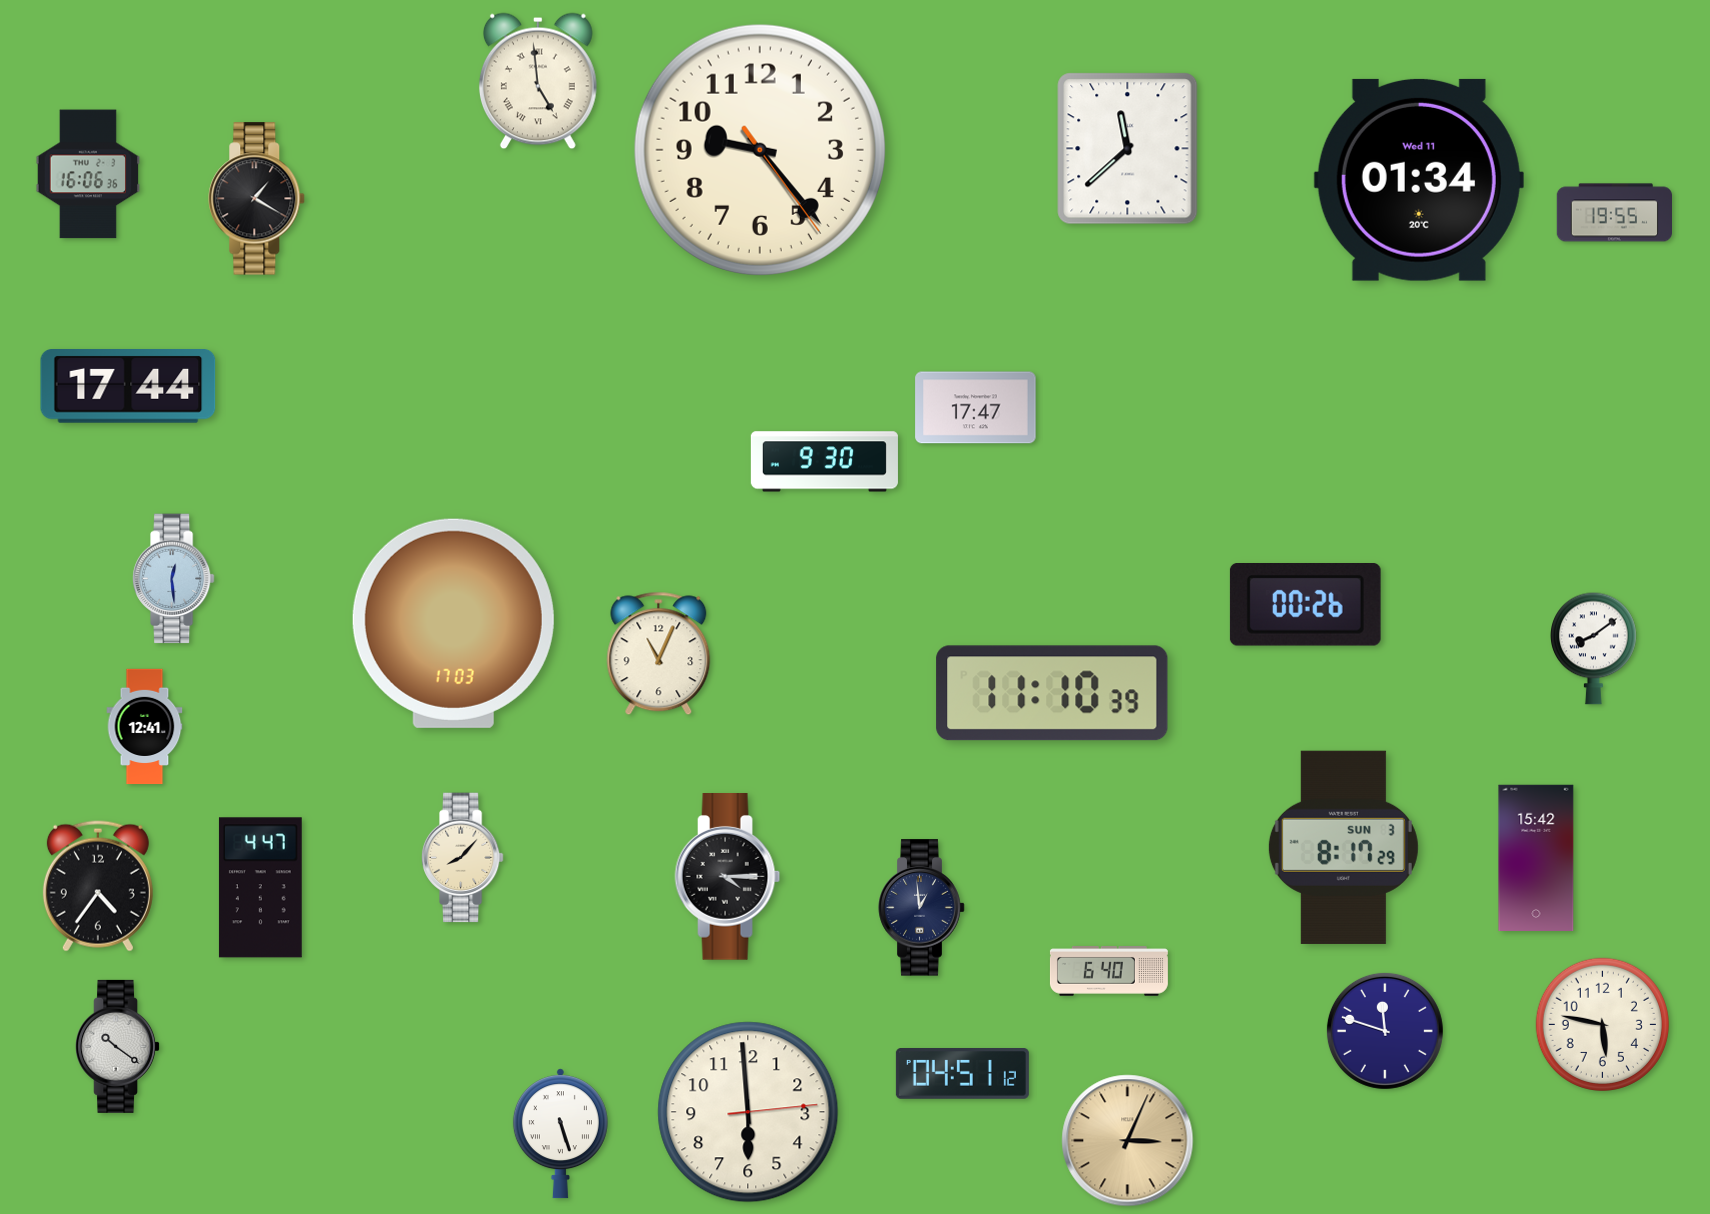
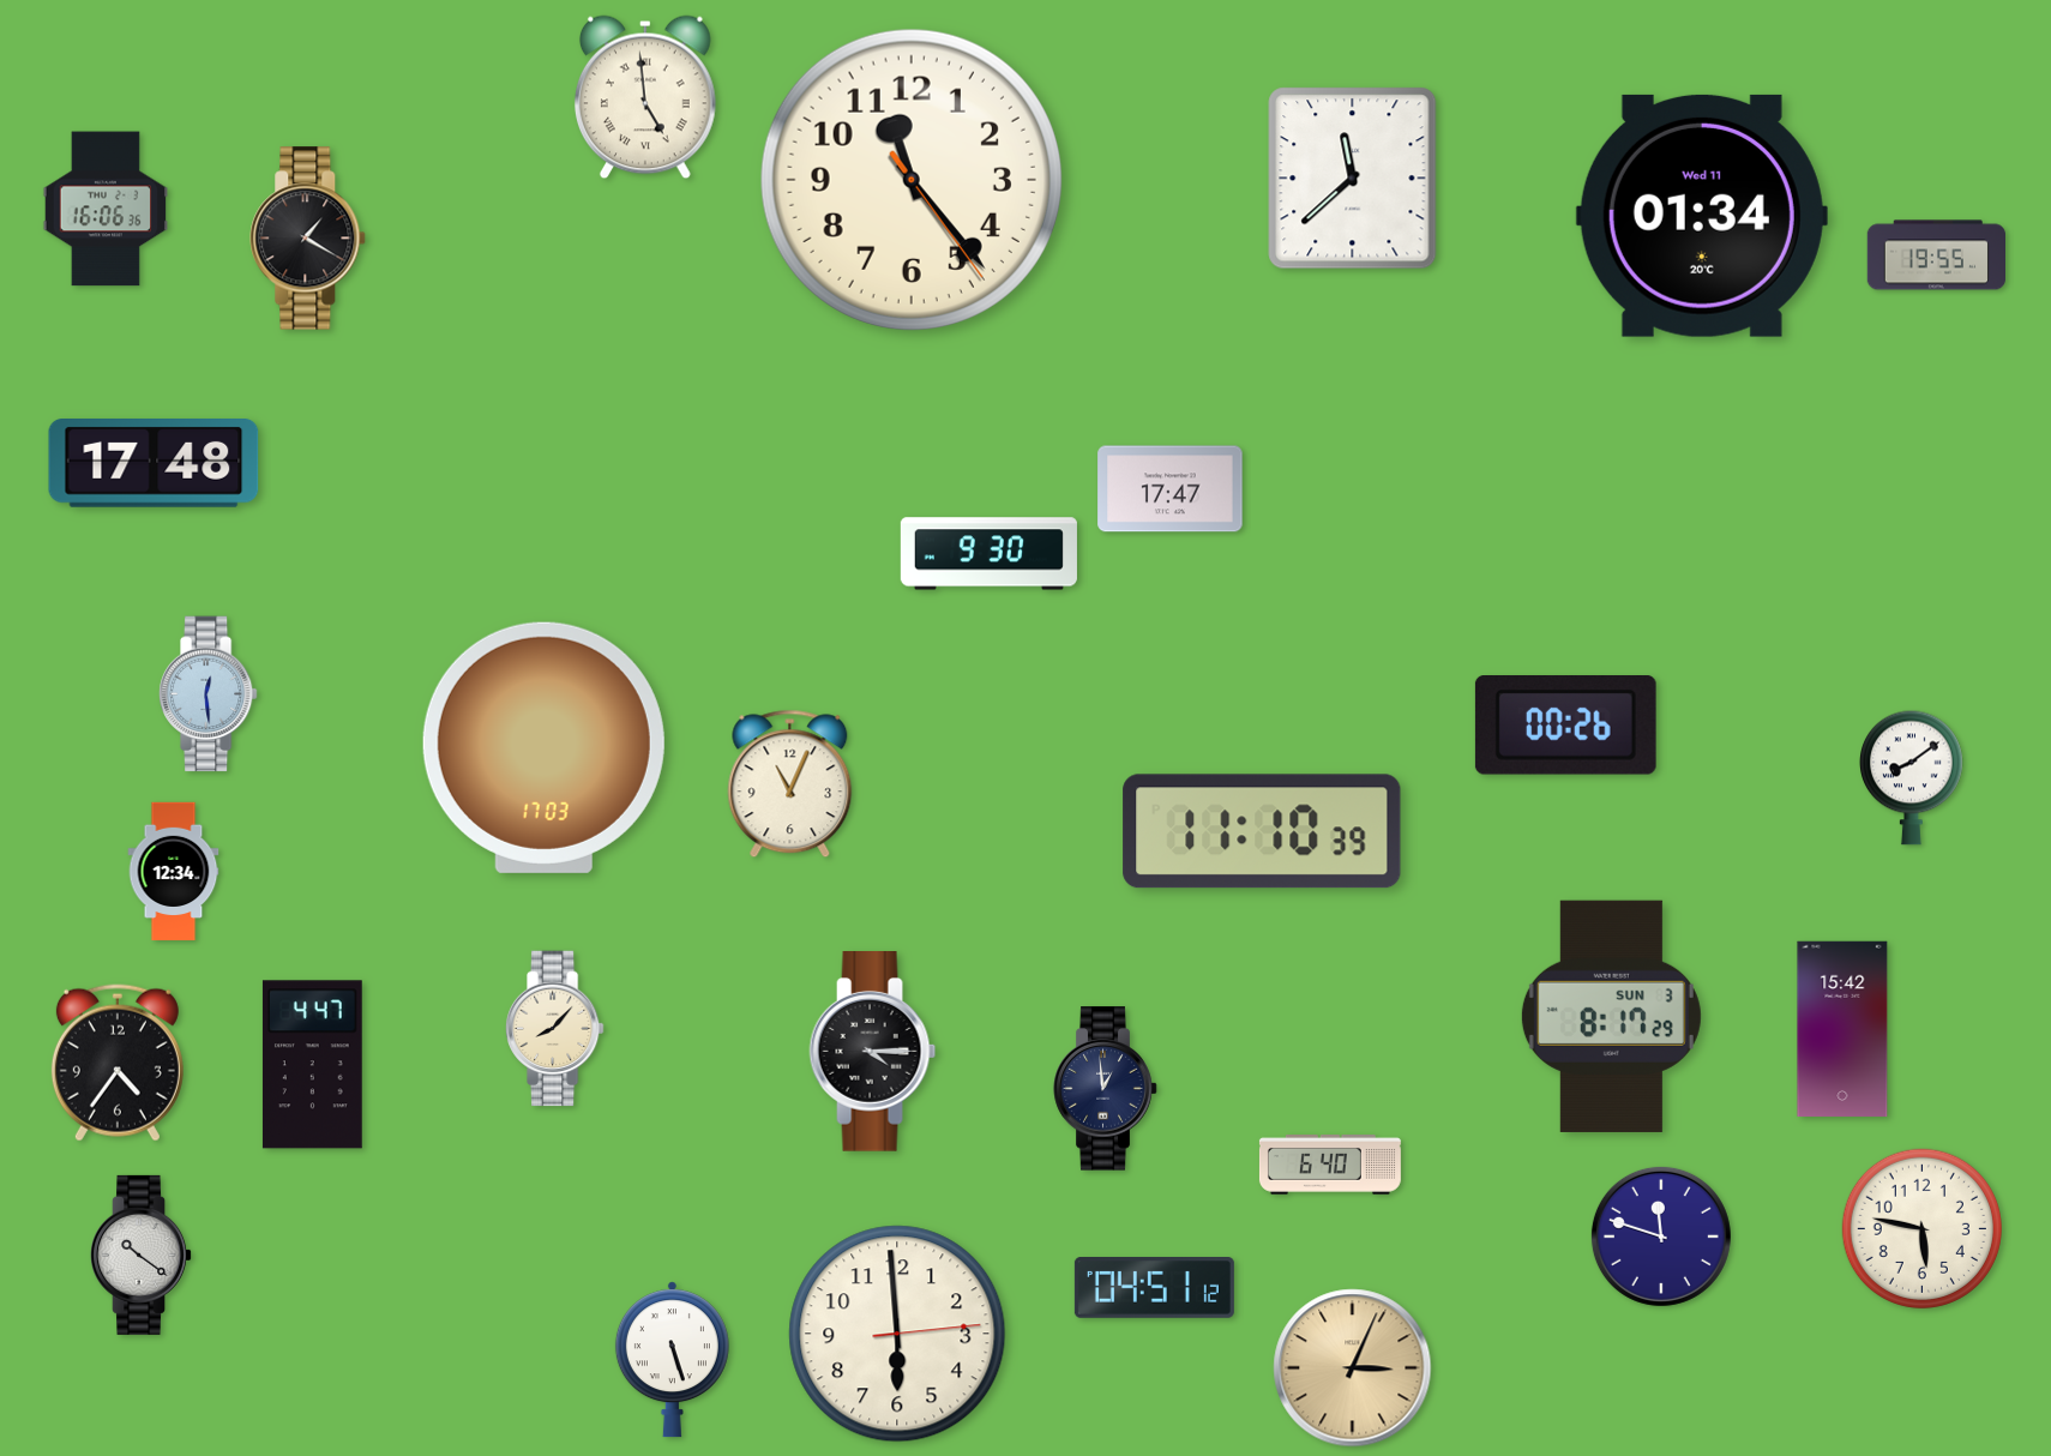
clock at (760, 150): 9:23 -> 11:23
clock at (128, 387): 17:44 -> 17:48
clock at (145, 727): 12:41 -> 12:34
